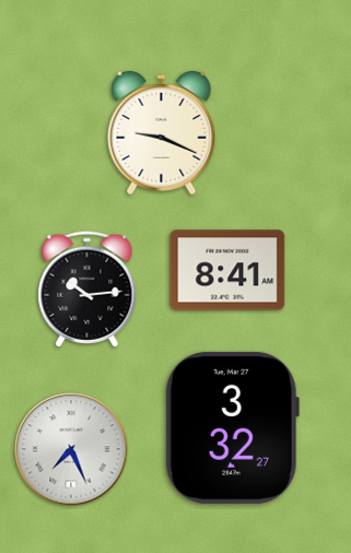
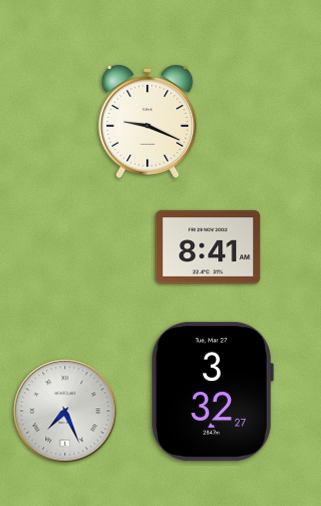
clock at (87, 290): 10:14 -> none
